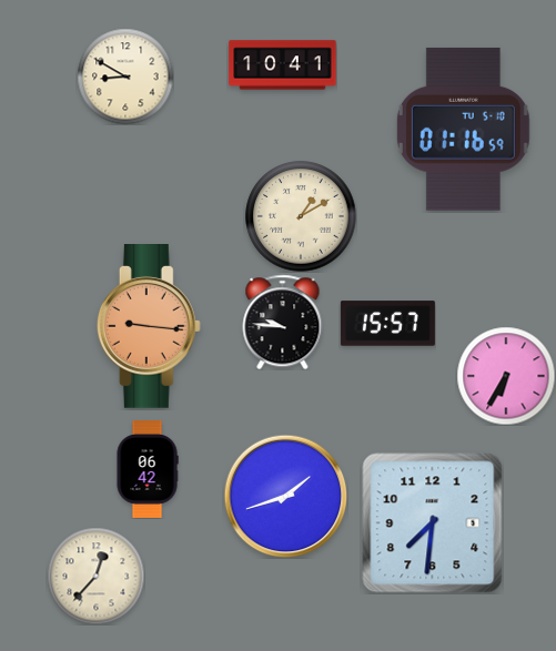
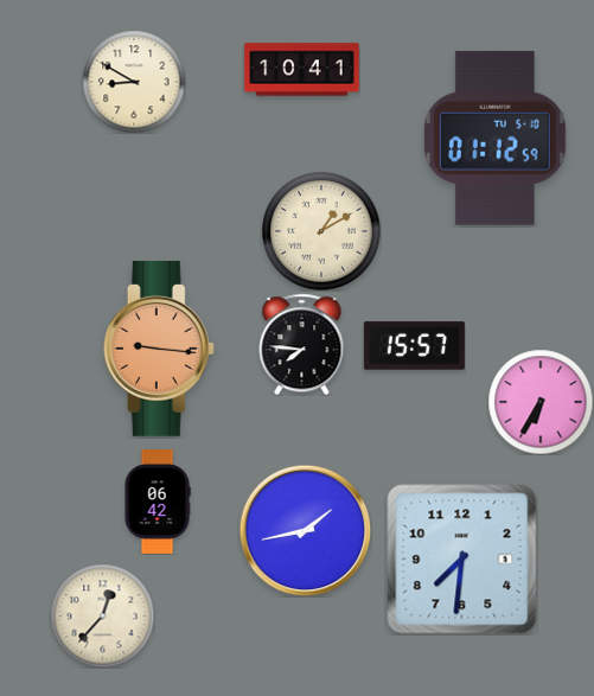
clock at (463, 129): 01:16 -> 01:12
clock at (283, 322): 9:46 -> 7:46
clock at (285, 496): 1:42 -> 1:43
